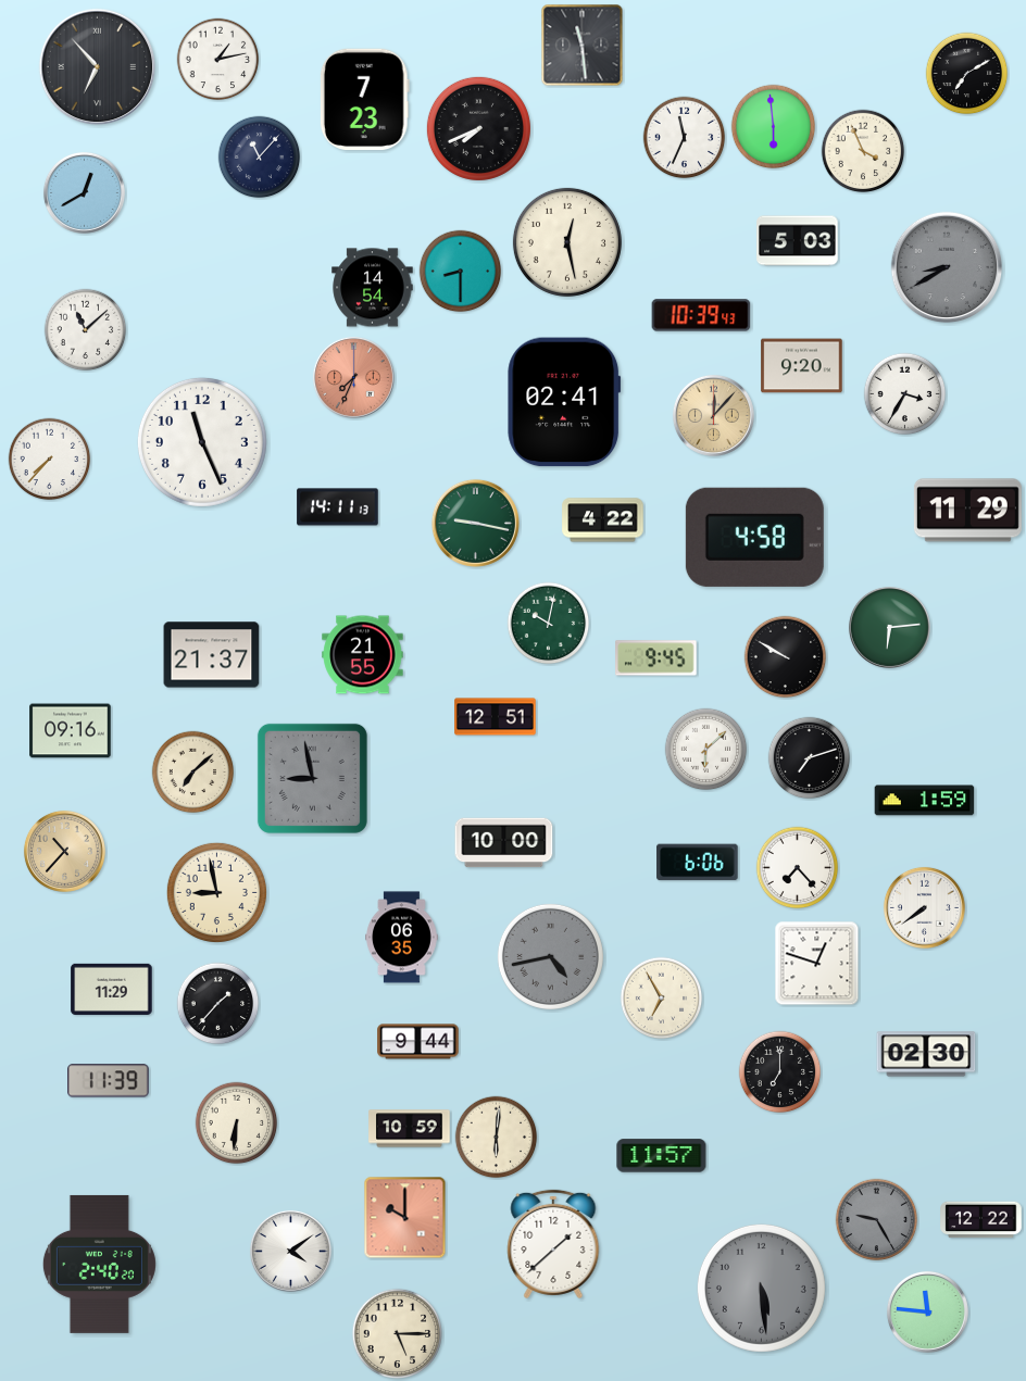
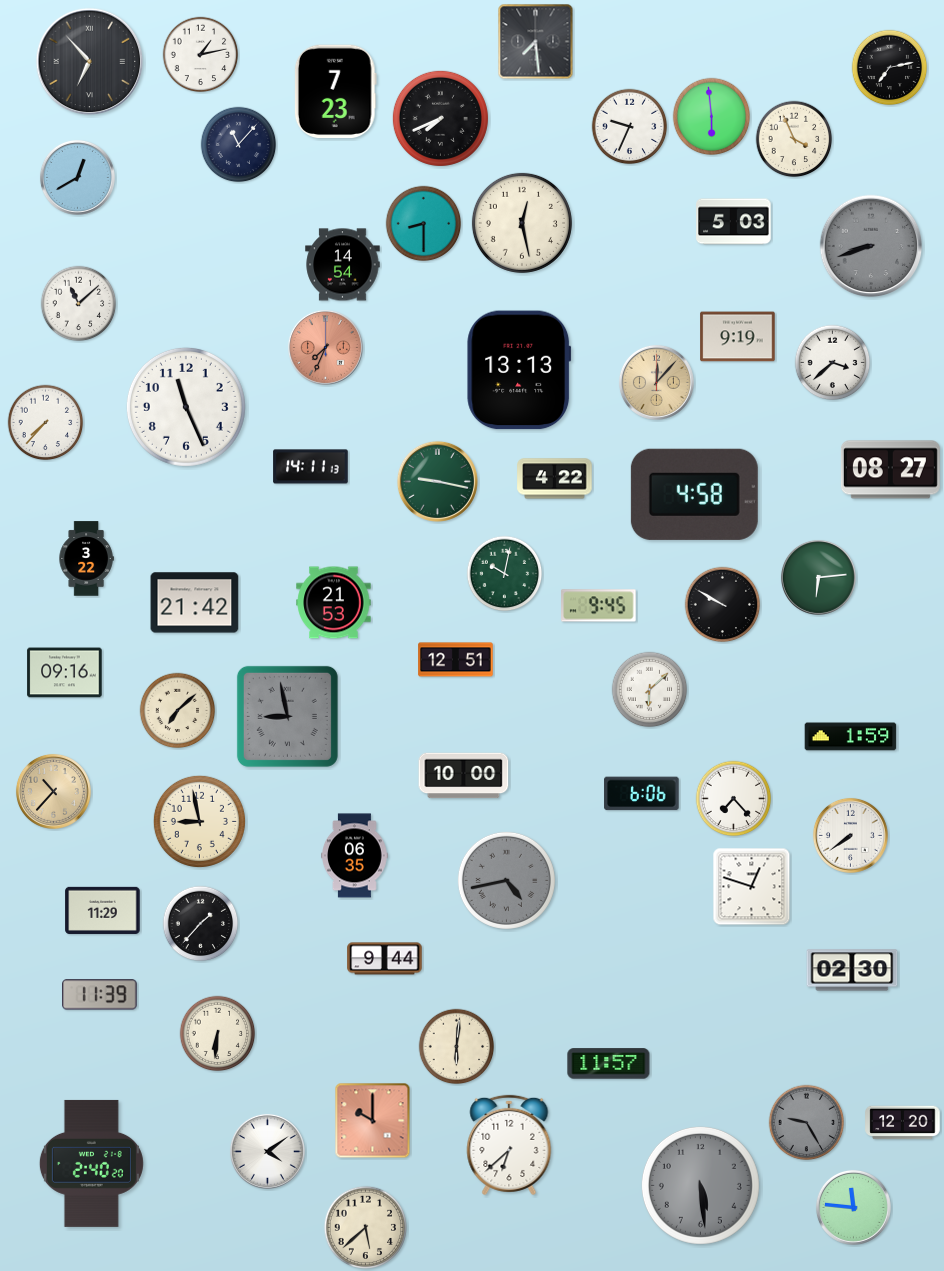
clock at (583, 46): 11:29 -> 7:29
clock at (967, 74): 7:10 -> 7:13
clock at (685, 138): 11:34 -> 9:34
clock at (947, 267): 8:40 -> 8:42
clock at (461, 272) position: (461, 272) -> (424, 224)
clock at (701, 315): 10:39 -> none
clock at (802, 366): 9:20 -> 9:19
clock at (905, 394): 3:35 -> 3:38
clock at (564, 402): 02:41 -> 13:13
clock at (967, 511): 11:29 -> 08:27
clock at (86, 559): none -> 3:22
clock at (212, 655): 21:37 -> 21:42
clock at (363, 655): 21:55 -> 21:53
clock at (656, 658) position: (656, 658) -> (599, 606)
clock at (810, 758): 7:12 -> none
clock at (64, 851) position: (64, 851) -> (53, 791)
clock at (402, 938) position: (402, 938) -> (355, 856)
clock at (662, 999): 6:55 -> none
clock at (780, 1072): 7:00 -> none
clock at (410, 1129): 10:59 -> none
clock at (981, 1220): 12:22 -> 12:20
clock at (553, 1244): 1:38 -> 6:38
clock at (398, 1334): 5:15 -> 5:38
